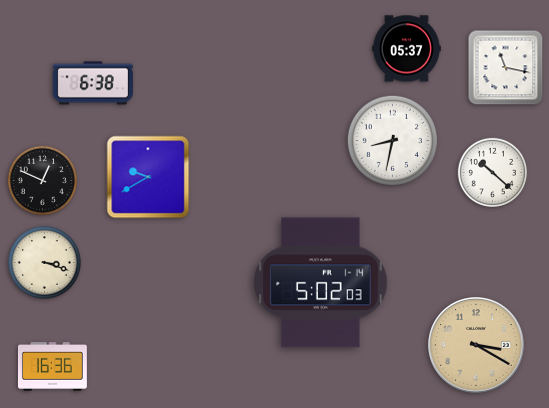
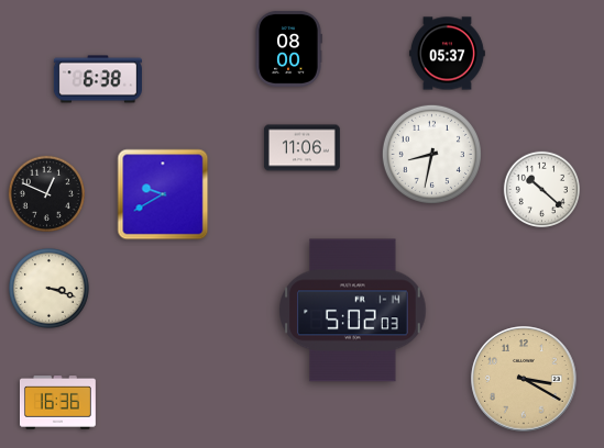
clock at (288, 48): none -> 08:00
clock at (506, 68): 11:17 -> none
clock at (93, 83) position: (93, 83) -> (98, 79)
clock at (303, 148): none -> 11:06
clock at (42, 180) position: (42, 180) -> (46, 193)
